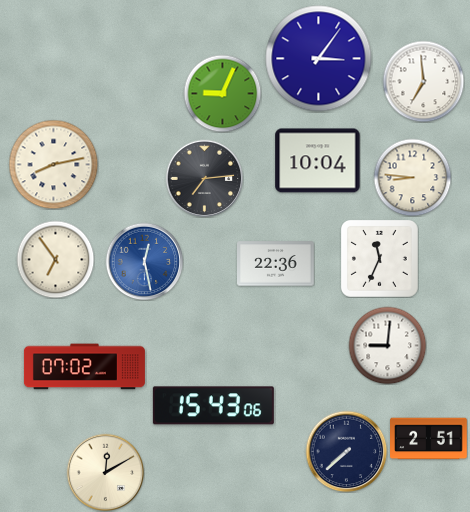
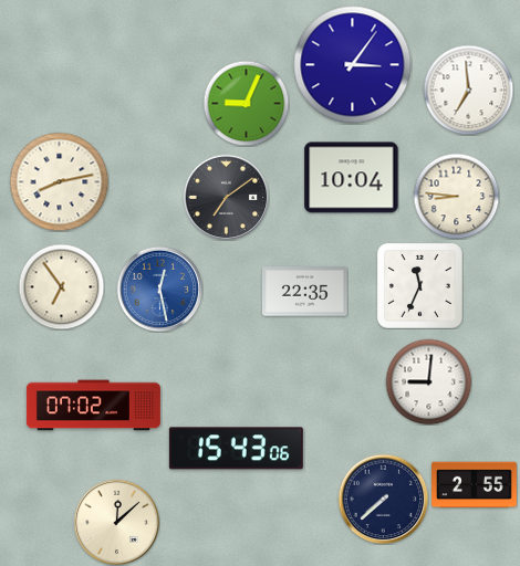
clock at (204, 178): 7:14 -> 7:09
clock at (276, 264): 22:36 -> 22:35
clock at (429, 439): 2:51 -> 2:55
clock at (105, 472): 12:10 -> 12:08
